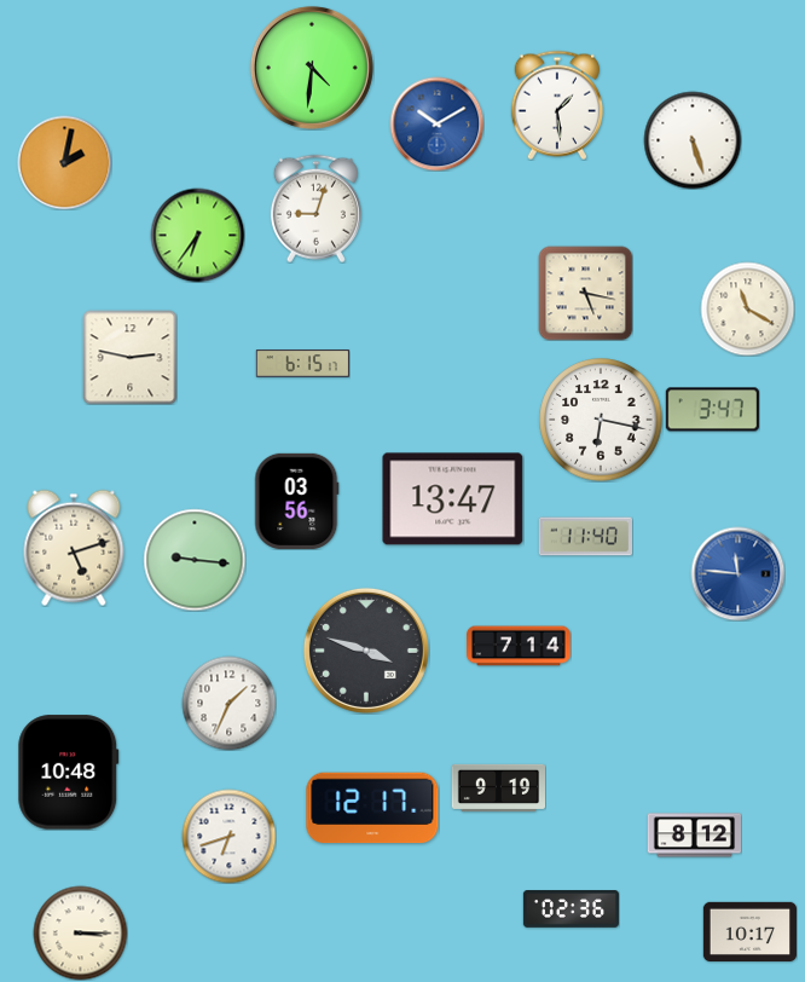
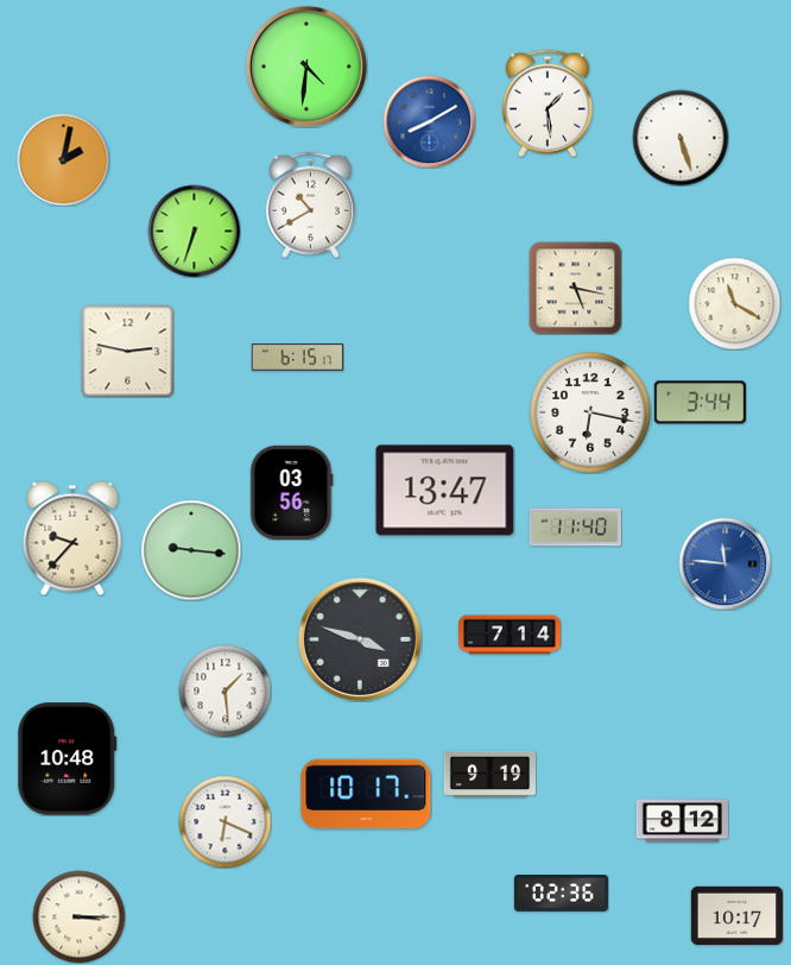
clock at (436, 123): 10:10 -> 8:10
clock at (315, 208): 9:03 -> 10:40
clock at (197, 235): 6:36 -> 6:33
clock at (712, 410): 3:47 -> 3:44
clock at (74, 548): 5:12 -> 9:37
clock at (228, 703): 1:34 -> 1:29
clock at (372, 808): 12:17 -> 10:17
clock at (228, 836): 6:42 -> 6:19
